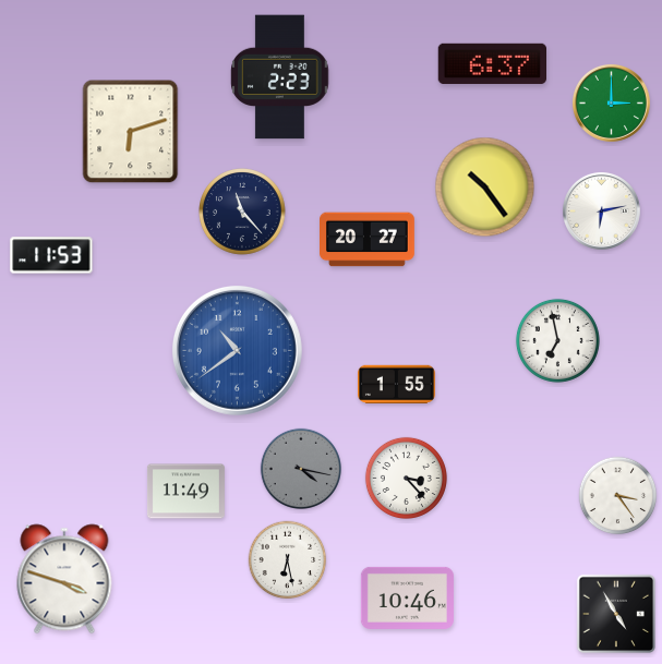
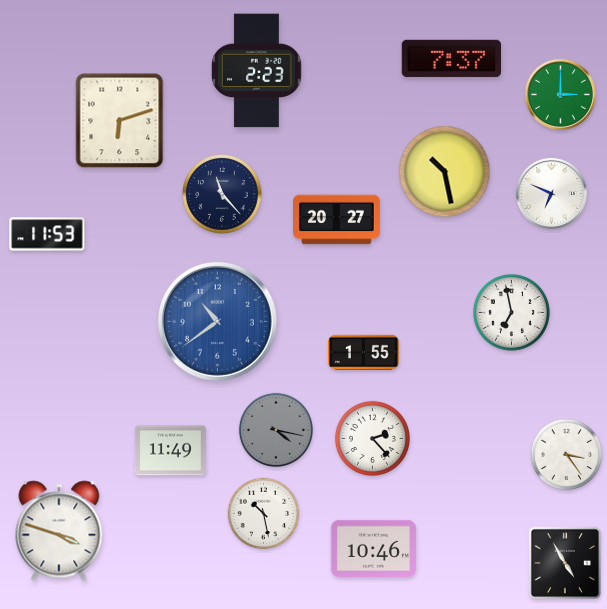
clock at (492, 63): 6:37 -> 7:37
clock at (485, 188): 10:24 -> 10:28
clock at (601, 210): 6:13 -> 6:49
clock at (406, 478): 3:23 -> 2:23
clock at (288, 560): 6:28 -> 10:28
